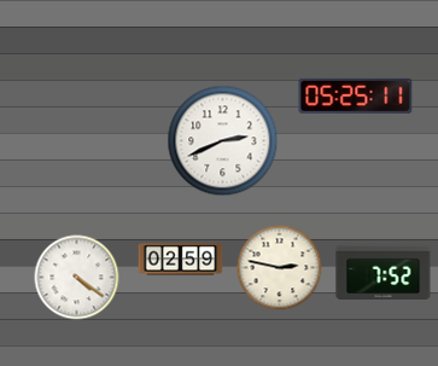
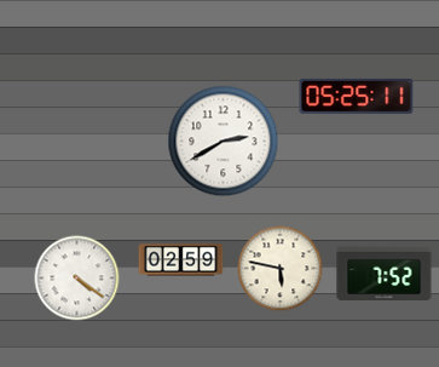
clock at (223, 141): 2:41 -> 2:40
clock at (280, 268): 2:47 -> 5:47
